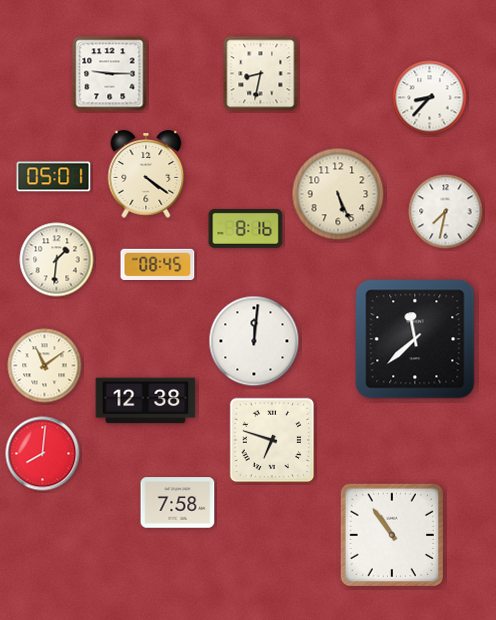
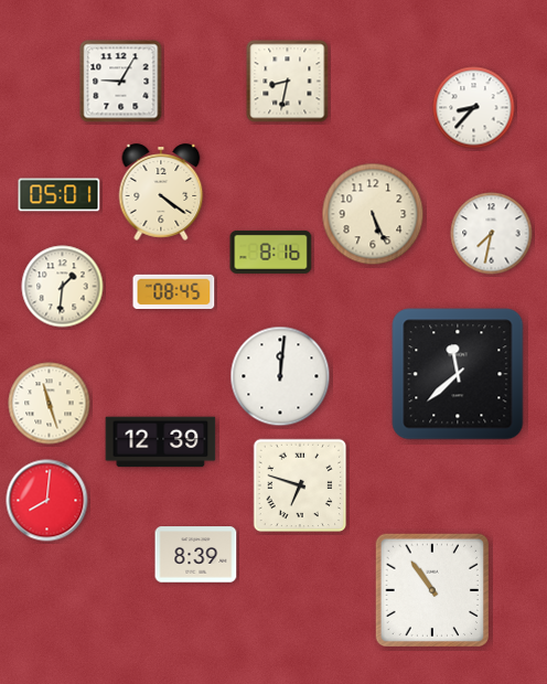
clock at (110, 74): 9:15 -> 9:05
clock at (45, 366): 11:09 -> 11:27
clock at (146, 401): 12:38 -> 12:39
clock at (178, 503): 7:58 -> 8:39
